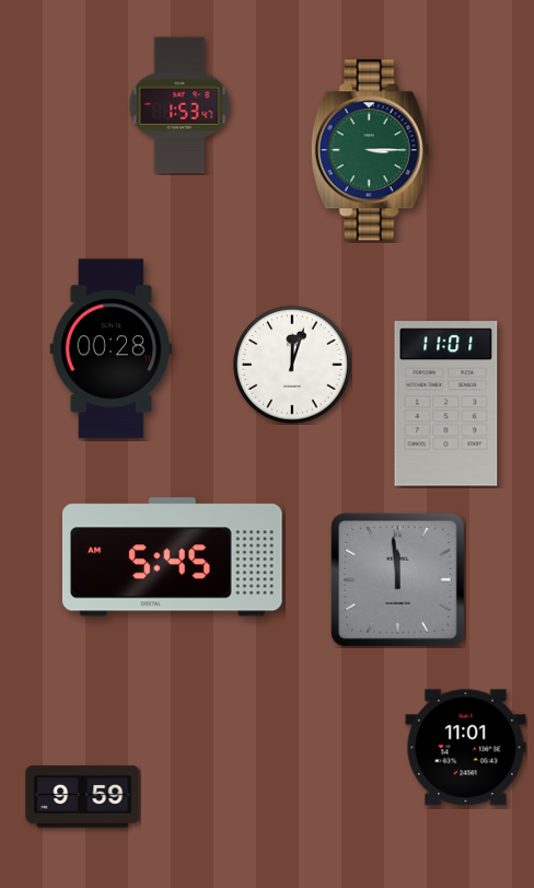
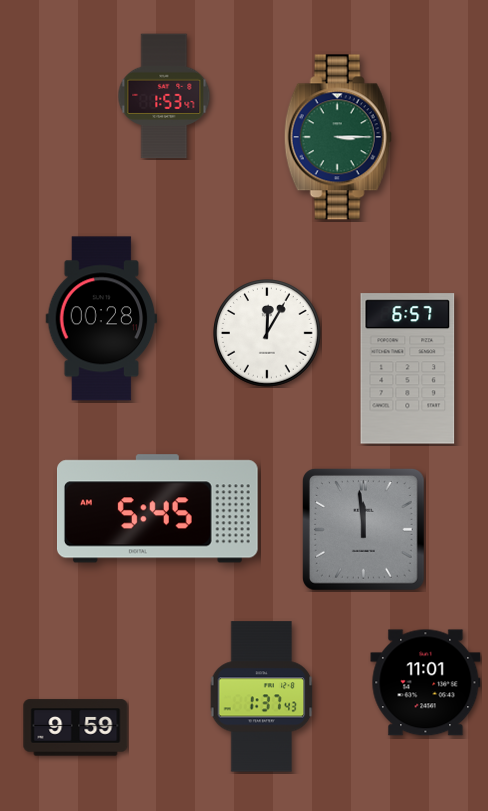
clock at (292, 365): 12:03 -> 12:05
clock at (446, 404): 11:01 -> 6:57
clock at (262, 697): none -> 1:37
